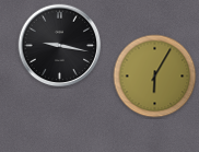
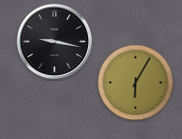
clock at (155, 77) position: (155, 77) -> (136, 83)
